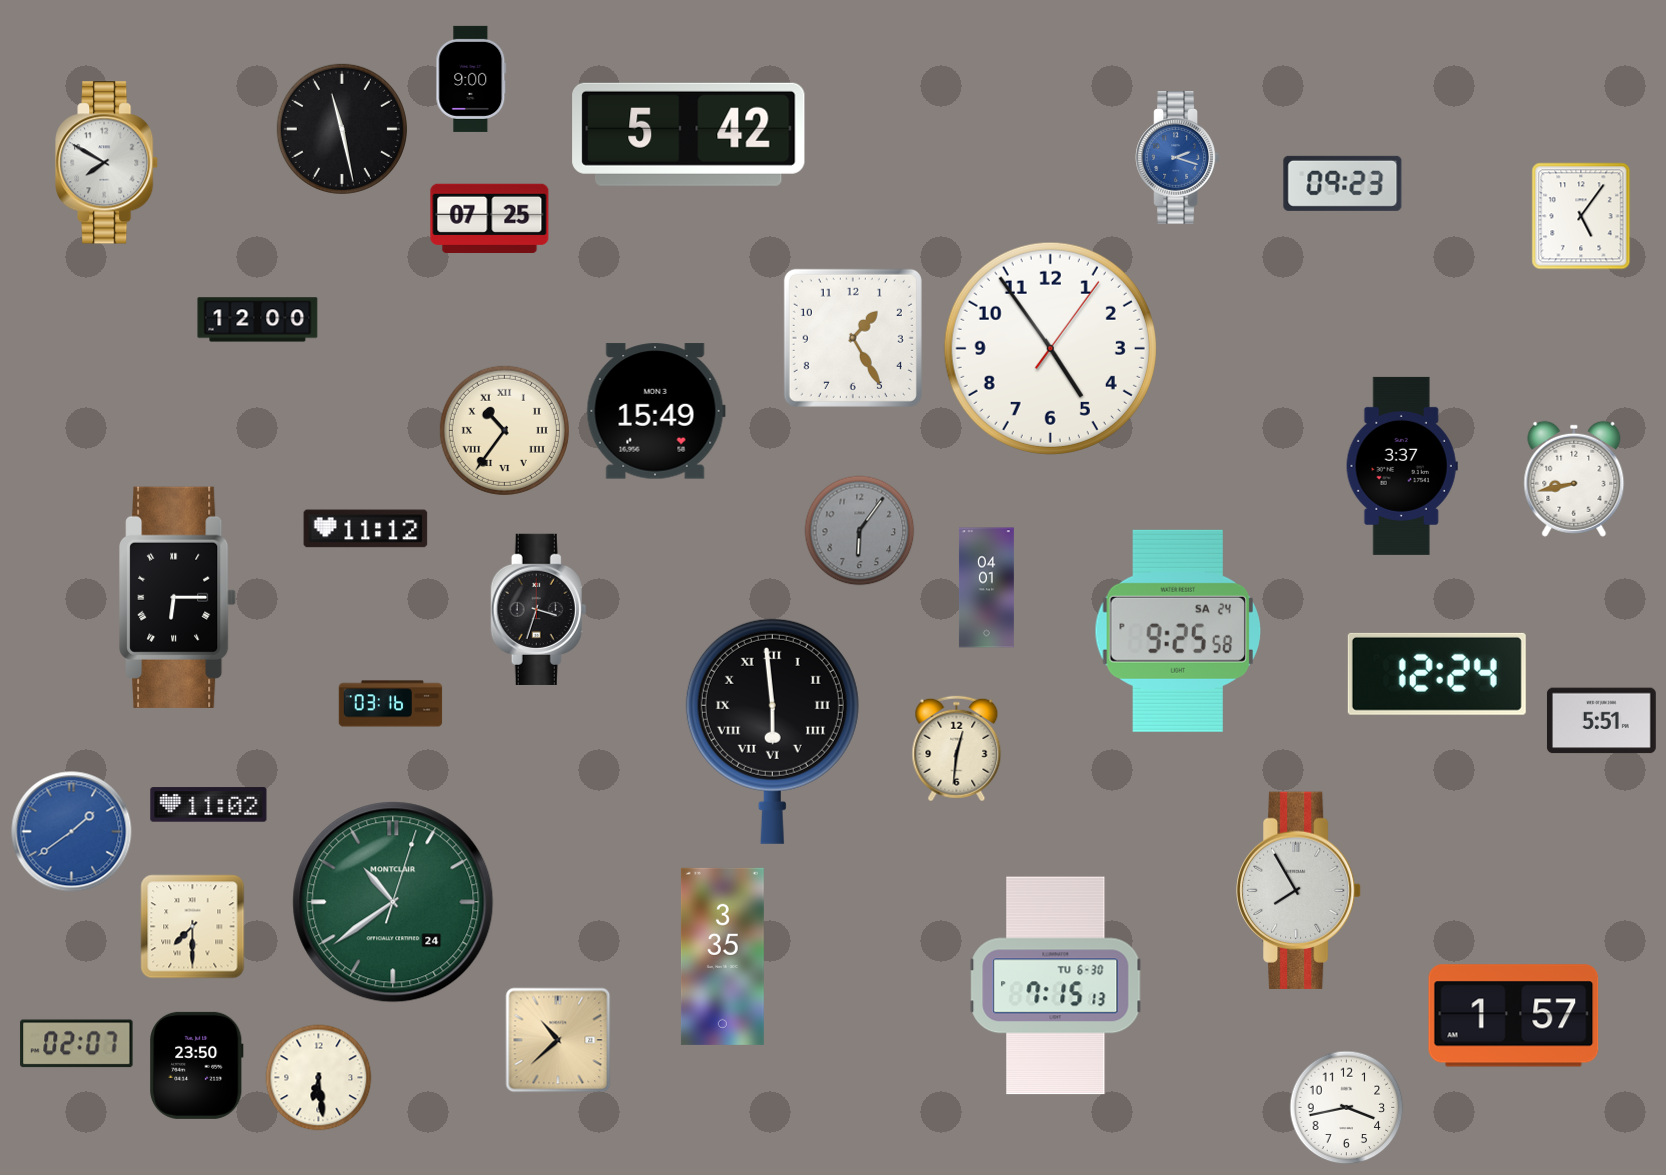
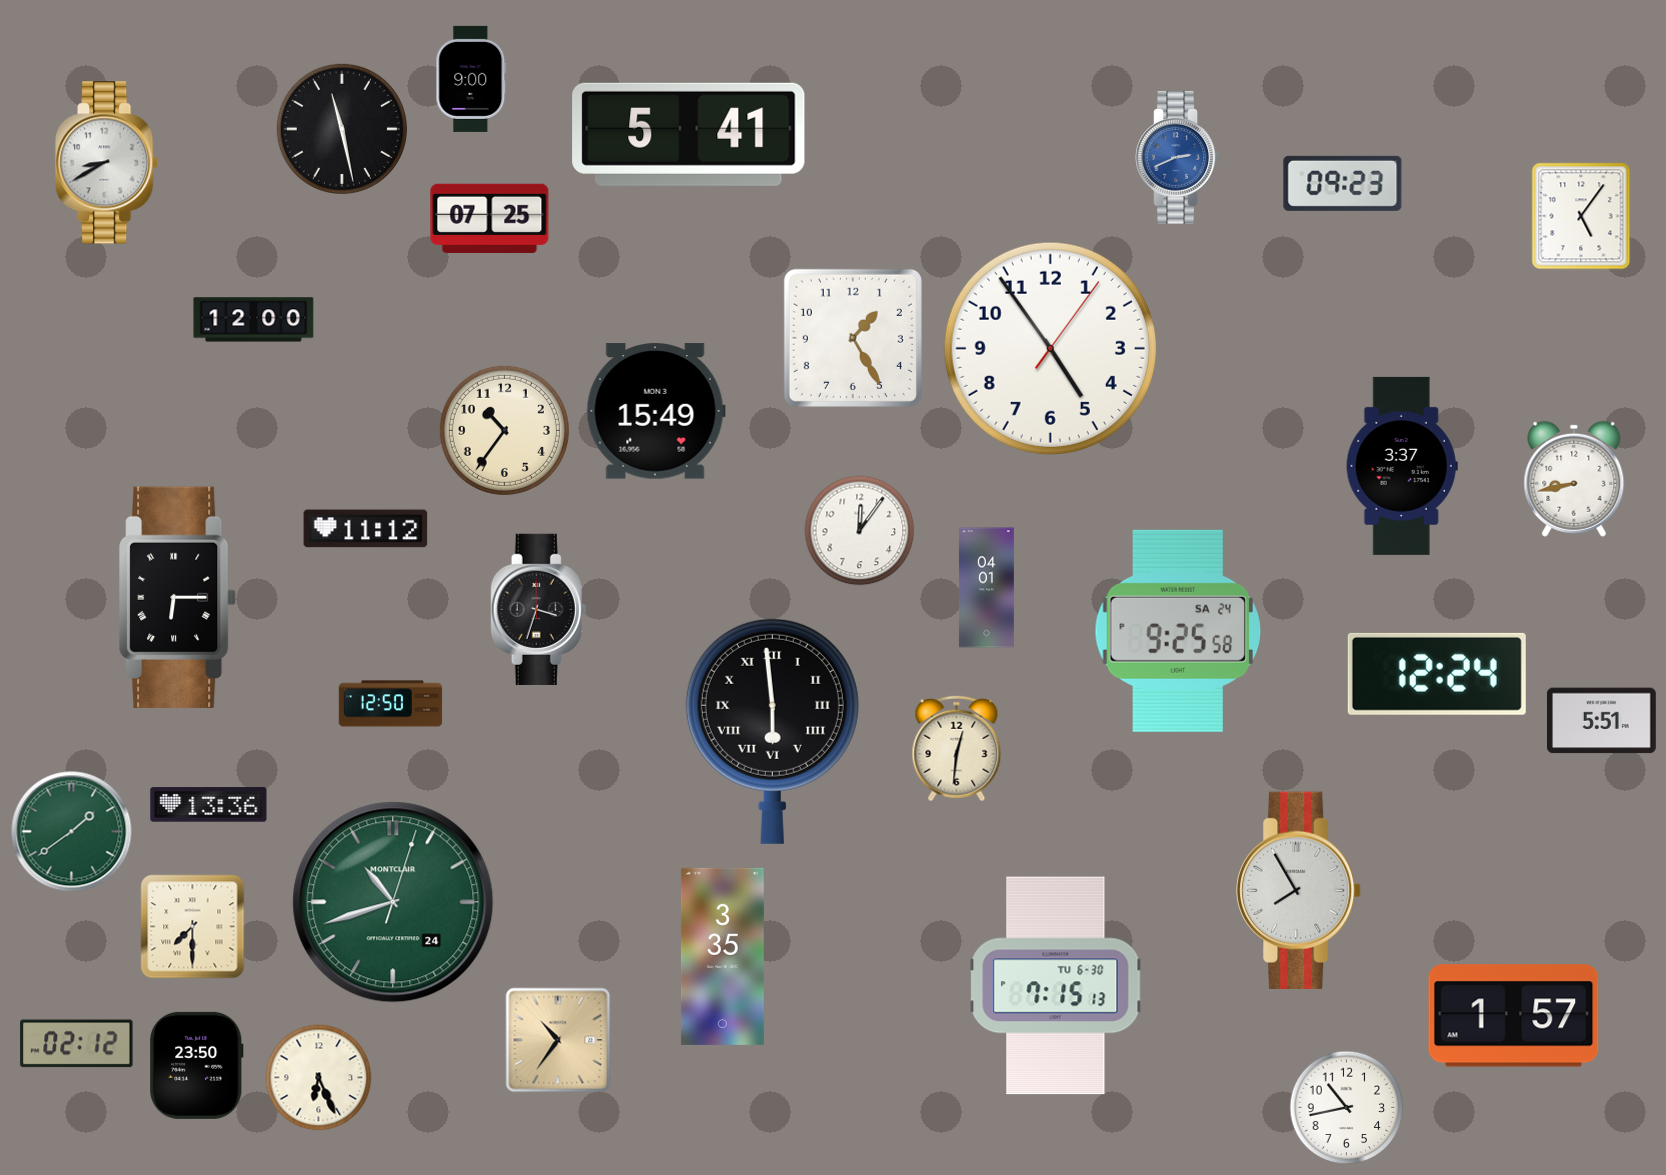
clock at (689, 134): 5:42 -> 5:41
clock at (1178, 158): 2:18 -> 2:41
clock at (107, 163): 7:50 -> 8:40
clock at (258, 320) position: (258, 320) -> (254, 320)
clock at (504, 430) numerals: Roman -> Arabic
clock at (860, 531): 6:06 -> 12:06
clock at (860, 531) dial: grey -> white
clock at (391, 704): 03:16 -> 12:50
clock at (209, 805): 11:02 -> 13:36
clock at (72, 832) dial: blue -> green
clock at (393, 902): 10:39 -> 10:42
clock at (558, 1040): 10:38 -> 10:36
clock at (77, 1044): 02:07 -> 02:12
clock at (319, 1078): 6:29 -> 6:26
clock at (1347, 1108): 3:43 -> 10:43
